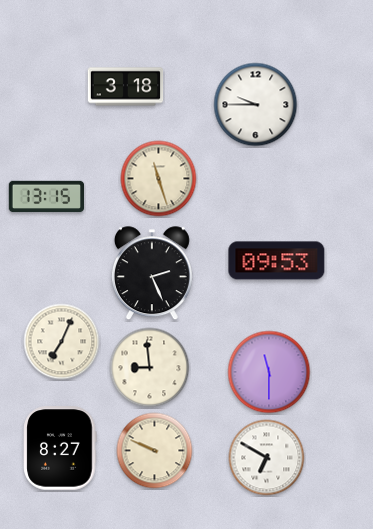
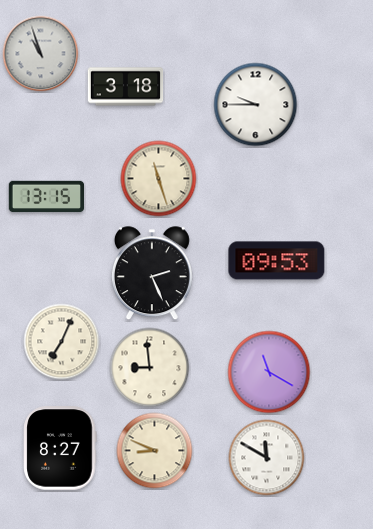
clock at (41, 54): none -> 10:57
clock at (269, 372): 11:30 -> 11:20
clock at (155, 451): 9:49 -> 8:49
clock at (267, 458): 6:50 -> 11:50
